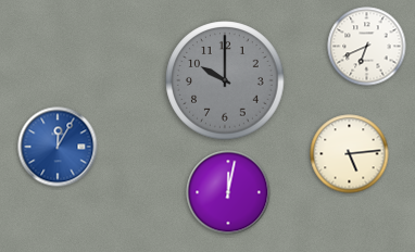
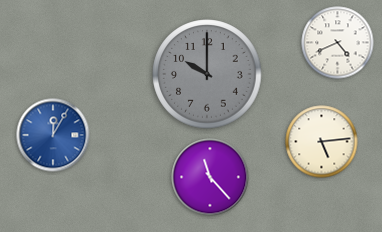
clock at (367, 47): 6:41 -> 4:41
clock at (228, 192): 12:02 -> 11:23
